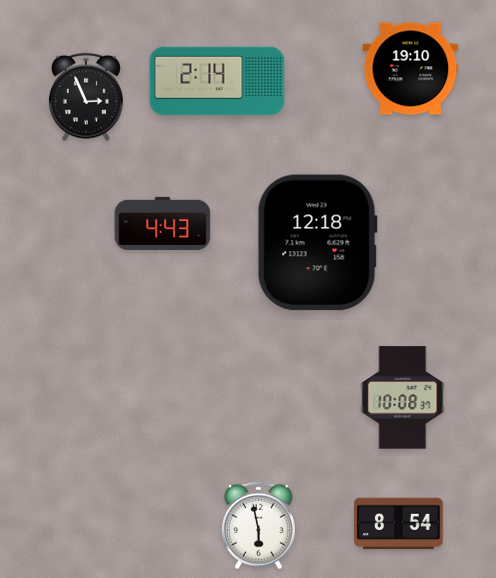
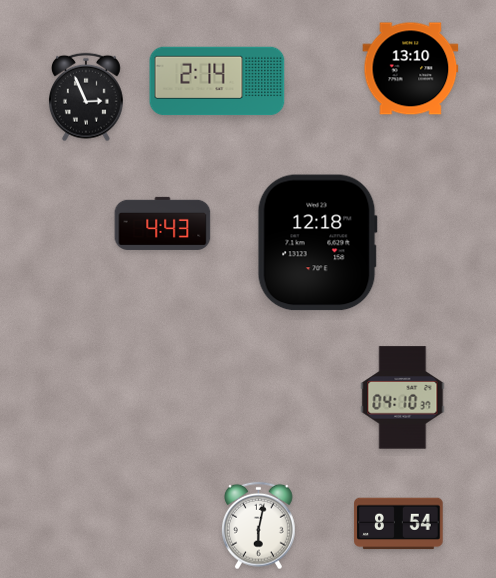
clock at (411, 69): 19:10 -> 13:10
clock at (403, 398): 10:08 -> 04:10
clock at (259, 526): 5:58 -> 6:02
